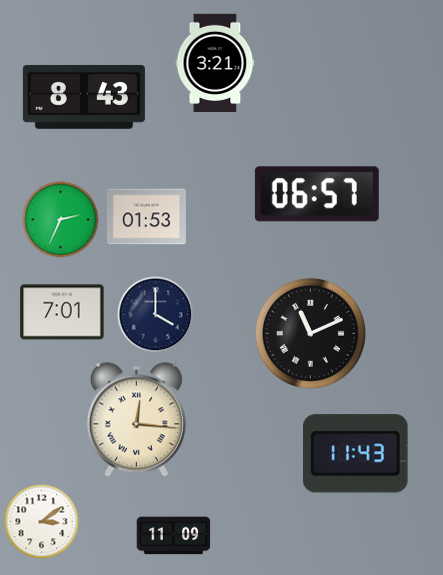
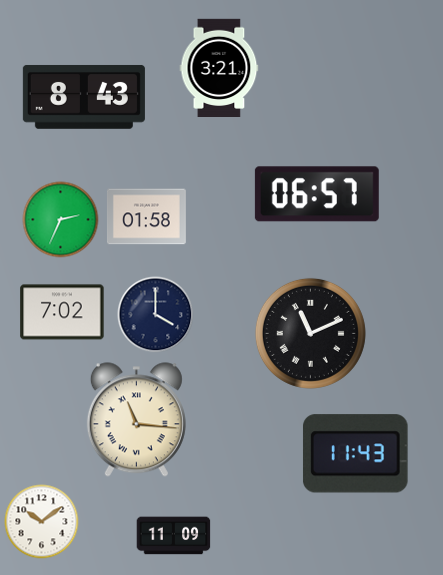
clock at (215, 62) position: (215, 62) -> (219, 67)
clock at (146, 217): 01:53 -> 01:58
clock at (62, 312): 7:01 -> 7:02
clock at (136, 420): 12:16 -> 11:16
clock at (42, 522): 3:09 -> 10:09
